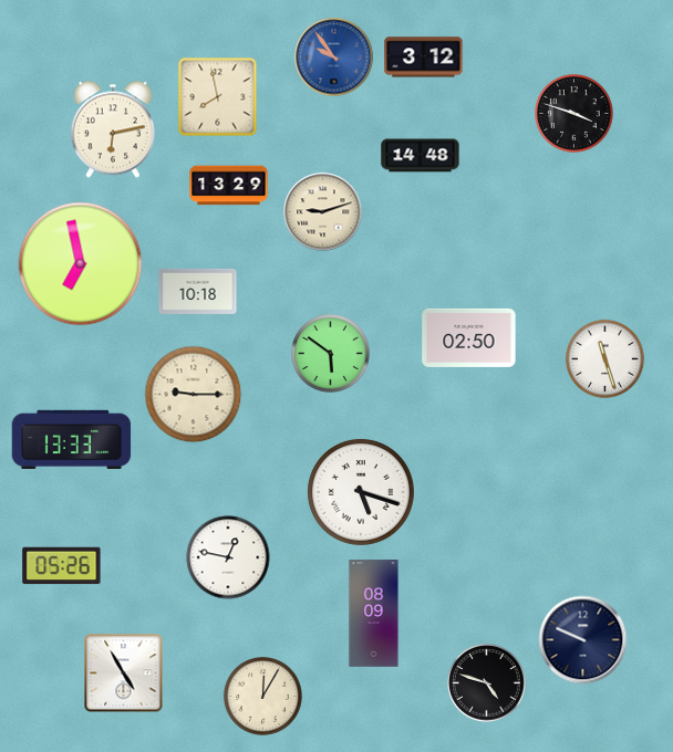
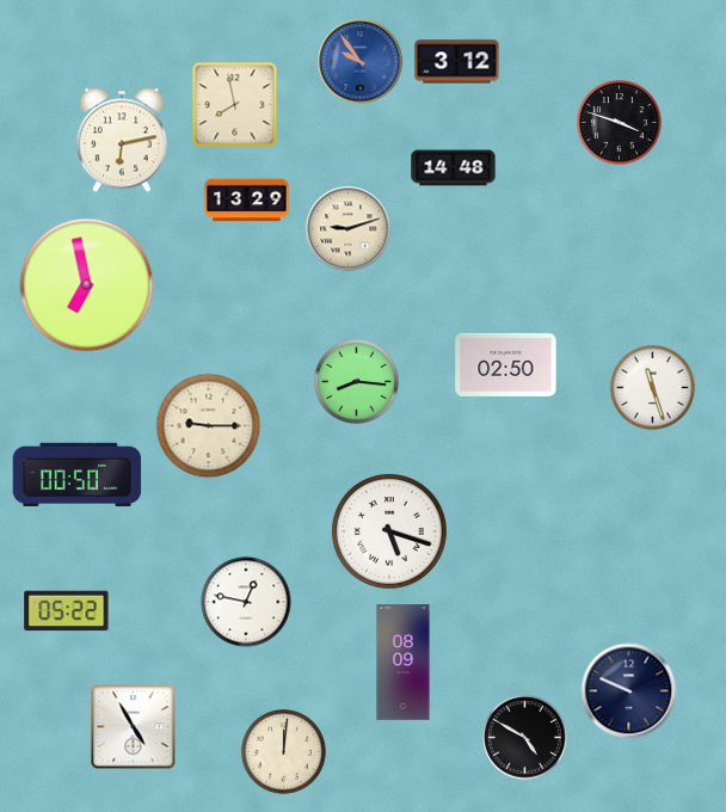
clock at (198, 291): 10:18 -> none
clock at (331, 354): 5:51 -> 8:16
clock at (72, 439): 13:33 -> 00:50
clock at (62, 566): 05:26 -> 05:22
clock at (487, 683): 4:48 -> 4:50
clock at (263, 697): 12:05 -> 12:01
